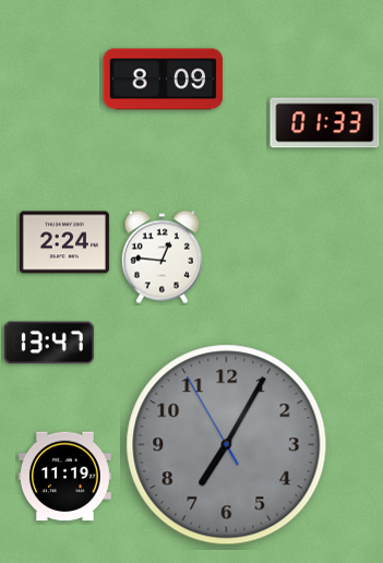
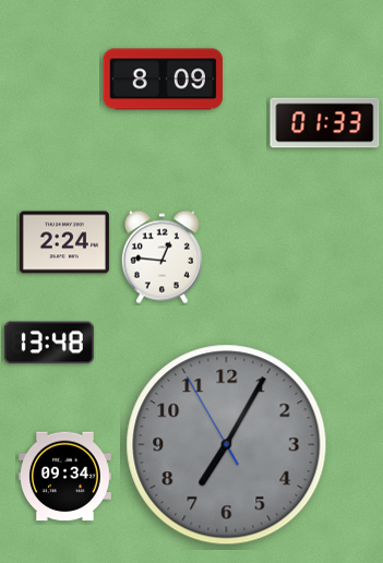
clock at (49, 343): 13:47 -> 13:48
clock at (64, 477): 11:19 -> 09:34
